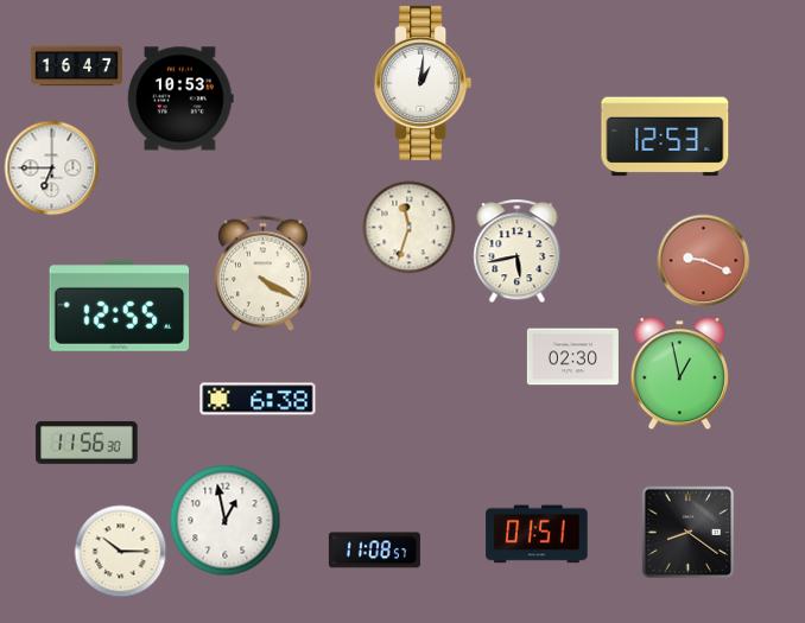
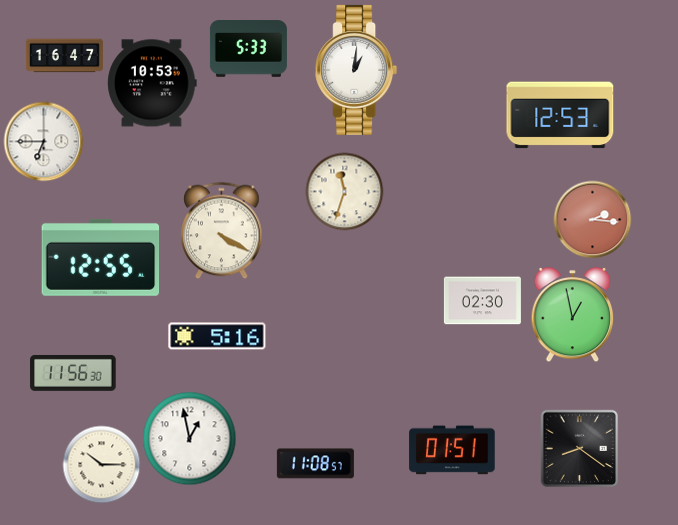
clock at (248, 49): none -> 5:33
clock at (518, 250): 5:43 -> none
clock at (703, 260): 9:19 -> 2:16
clock at (258, 399): 6:38 -> 5:16
